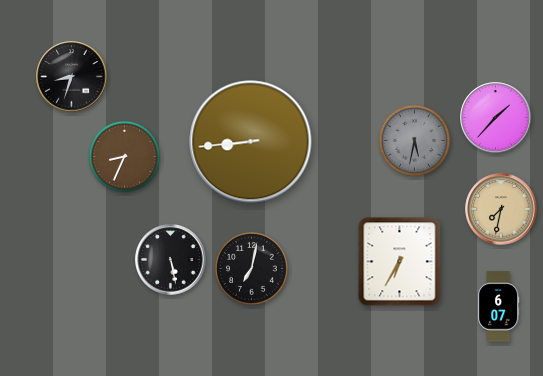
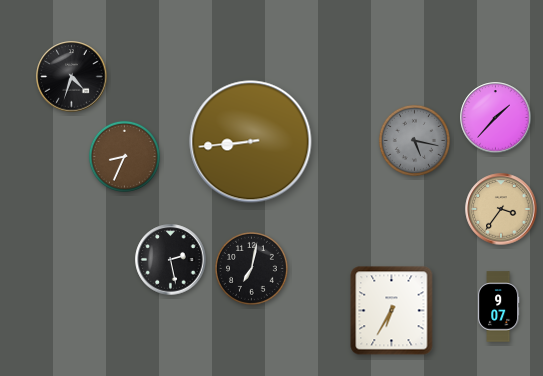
clock at (72, 77): 8:33 -> 4:33
clock at (414, 140): 5:32 -> 5:17
clock at (501, 209): 7:32 -> 3:36
clock at (171, 260): 5:28 -> 2:28
clock at (400, 262) position: (400, 262) -> (392, 311)
clock at (498, 307): 6:07 -> 9:07
